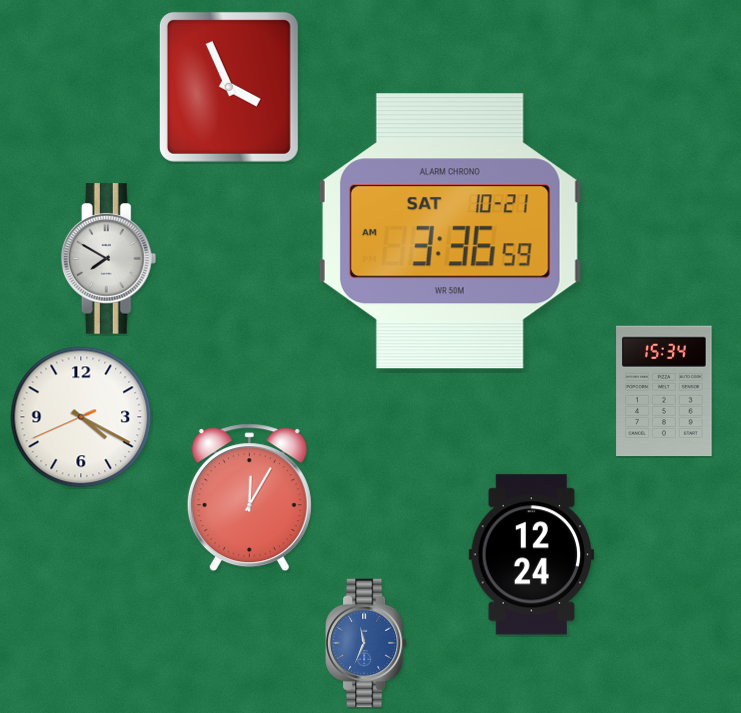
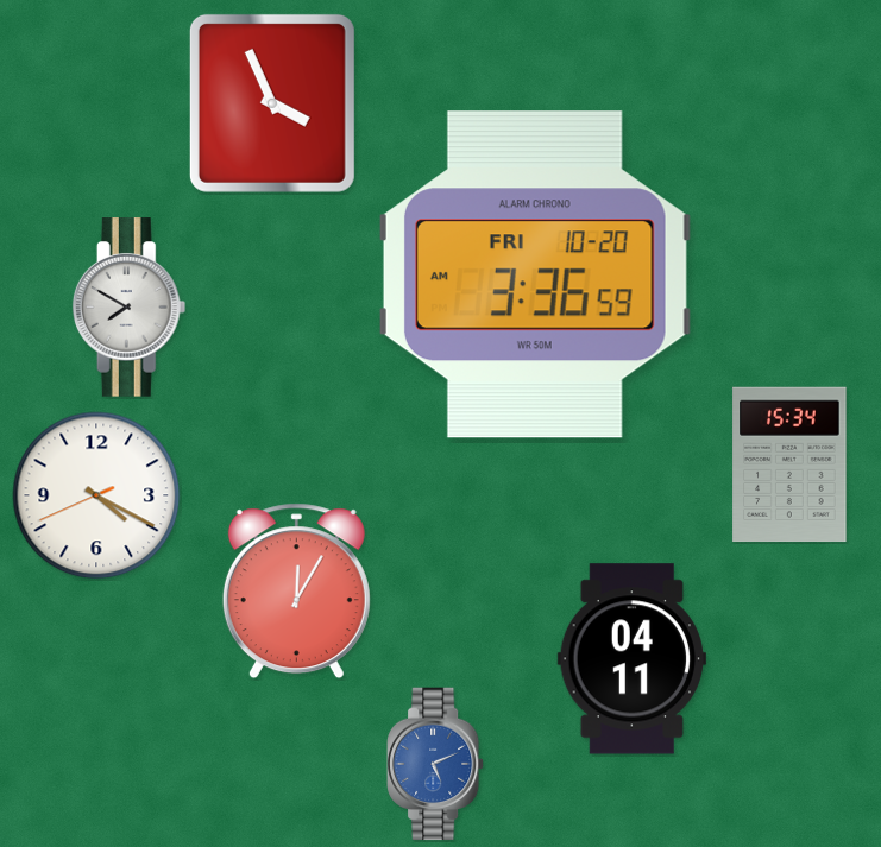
clock at (450, 231) date: SAT 10-21 -> FRI 10-20
clock at (531, 555): 12:24 -> 04:11
clock at (367, 643): 11:34 -> 5:11
